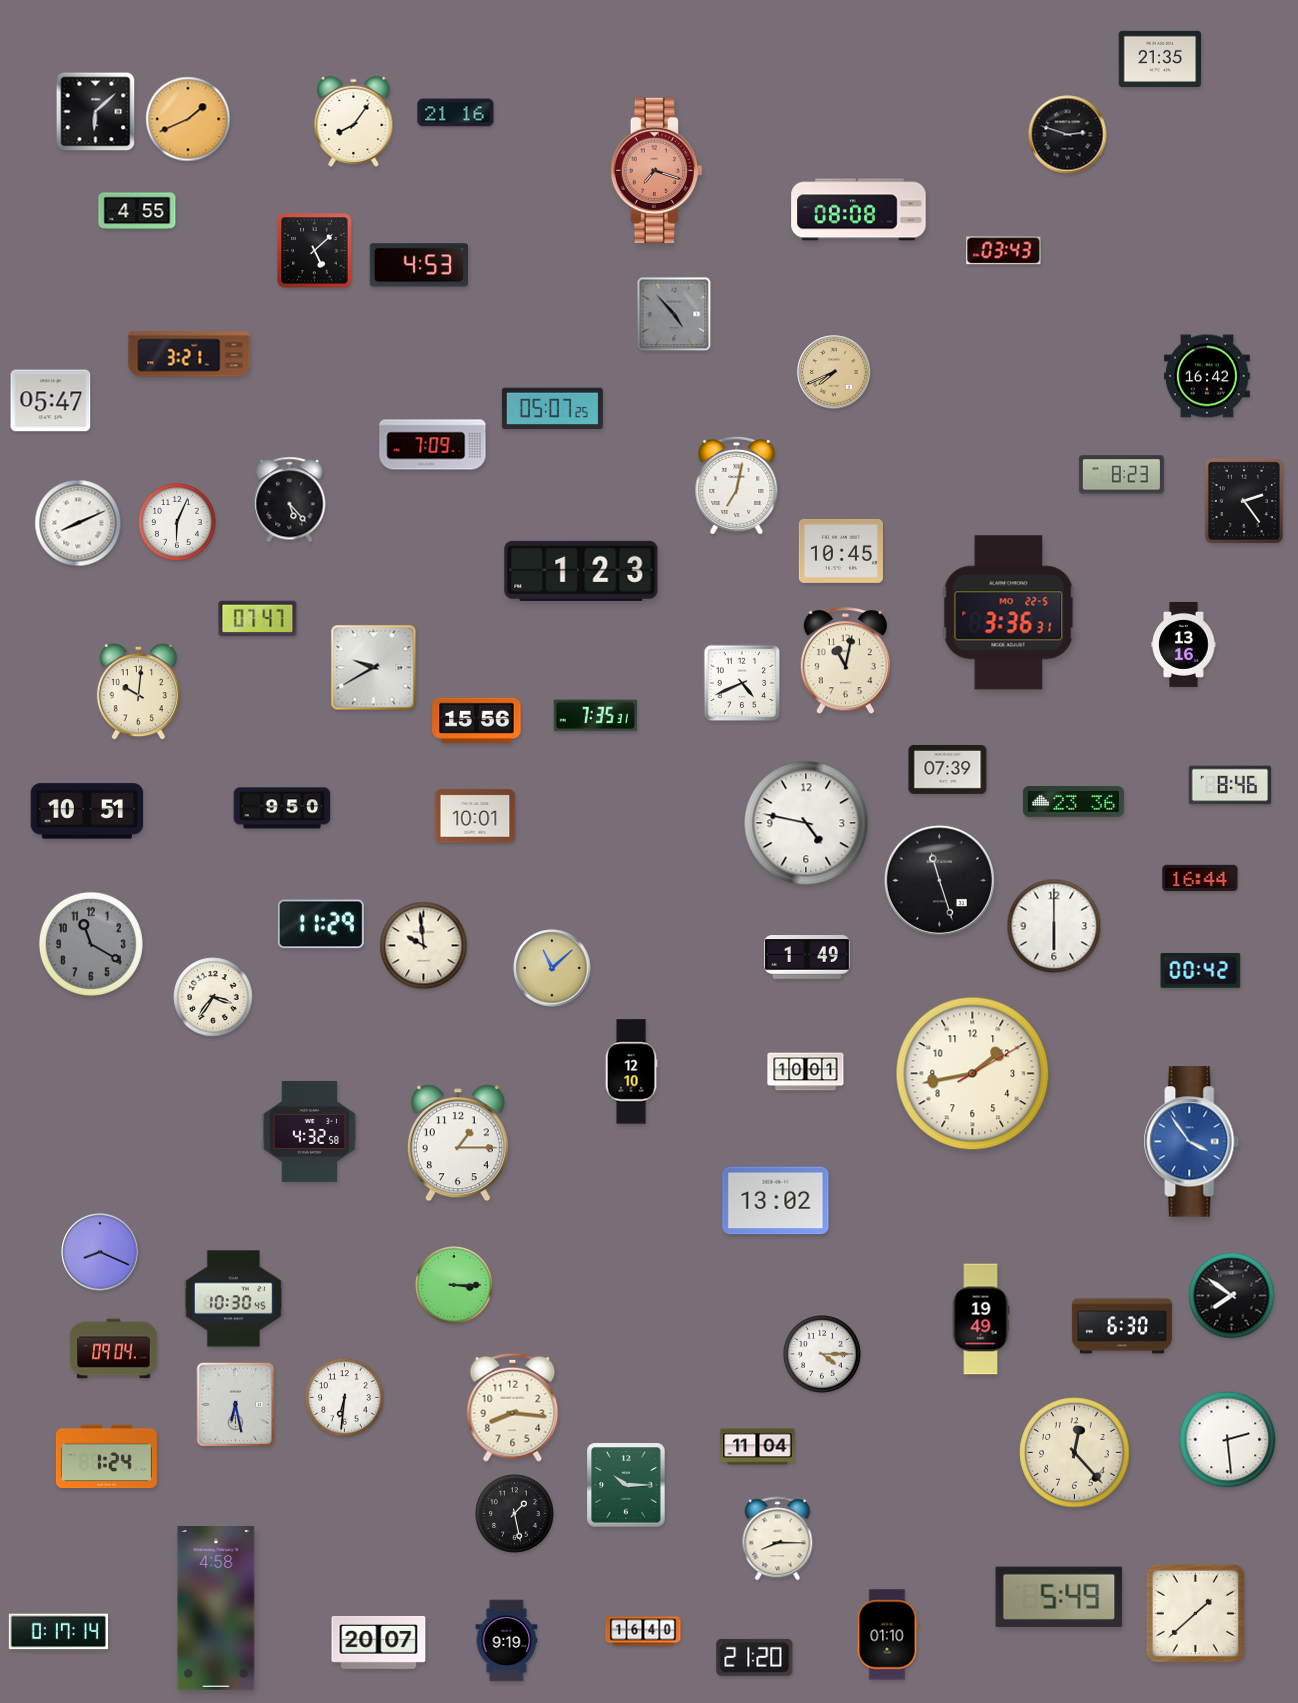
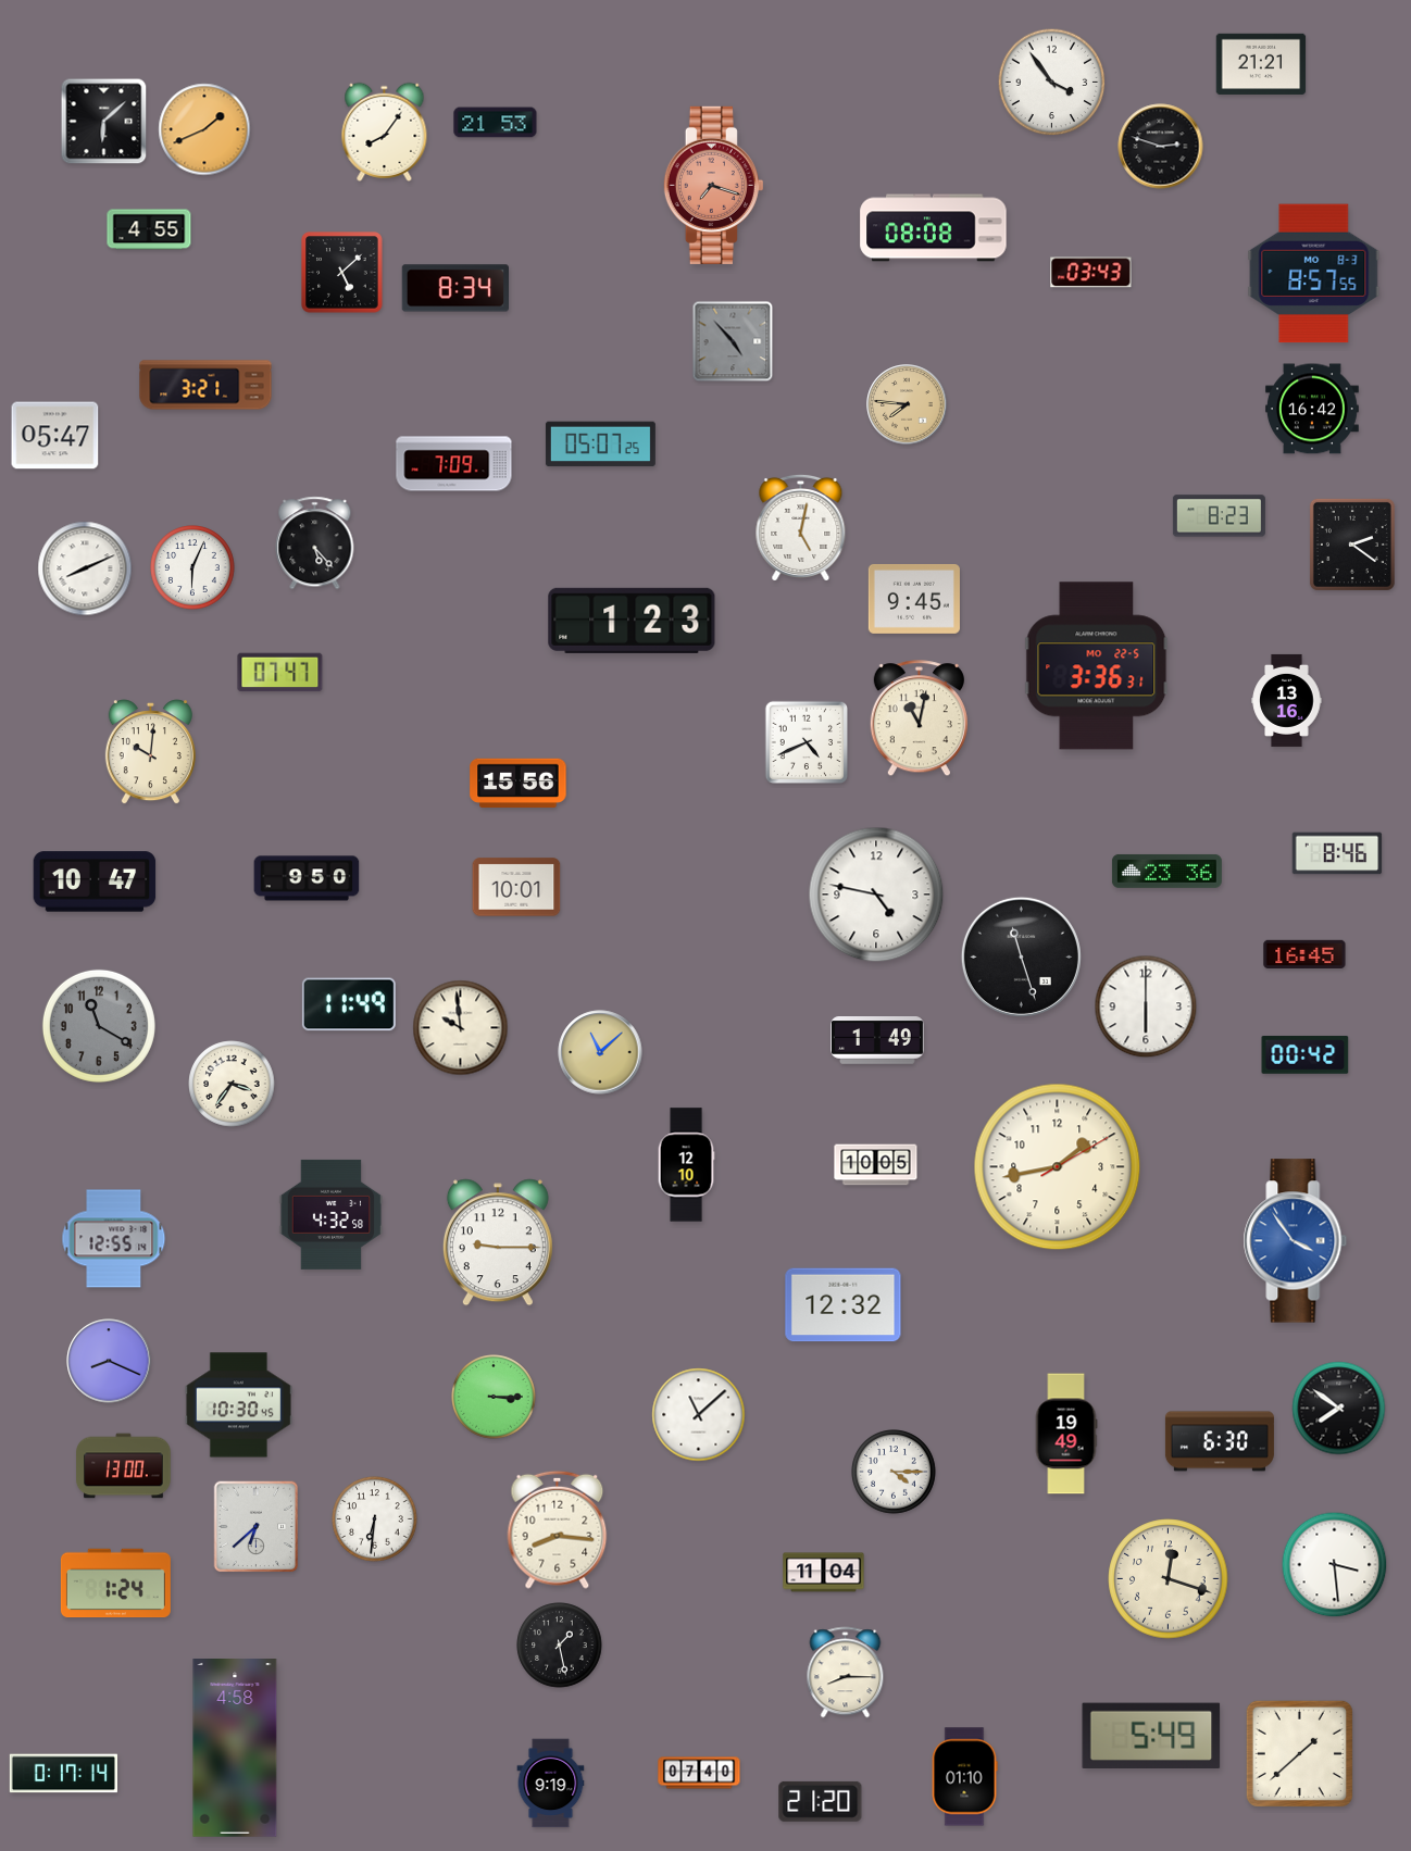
clock at (1160, 58): 21:35 -> 21:21
clock at (1052, 83): none -> 3:54
clock at (456, 113): 21:16 -> 21:53
clock at (1314, 274): none -> 8:57
clock at (418, 265): 4:53 -> 8:34
clock at (834, 372): 7:41 -> 7:46
clock at (433, 445) position: (433, 445) -> (454, 464)
clock at (737, 485): 7:02 -> 5:02
clock at (1244, 501): 2:24 -> 2:21
clock at (841, 551): 10:45 -> 9:45
clock at (374, 668): 9:40 -> none
clock at (595, 716): 7:35 -> none
clock at (948, 769): 07:39 -> none
clock at (87, 811): 10:51 -> 10:47
clock at (1200, 877): 16:44 -> 16:45
clock at (321, 924): 11:29 -> 11:49
clock at (806, 1072): 10:01 -> 10:05
clock at (310, 1131) position: (310, 1131) -> (332, 1214)
clock at (114, 1239): none -> 12:55
clock at (458, 1143): 1:15 -> 9:15
clock at (776, 1201): 13:02 -> 12:32
clock at (233, 1299) position: (233, 1299) -> (238, 1405)
clock at (699, 1415): none -> 11:08
clock at (114, 1349): 09:04 -> 13:00
clock at (236, 1405): 6:28 -> 6:38
clock at (1228, 1440): 2:29 -> 3:29
clock at (1075, 1453): 12:23 -> 12:18
clock at (626, 1485): 10:15 -> none
clock at (643, 1631): 16:40 -> 07:40
clock at (379, 1642): 20:07 -> none
